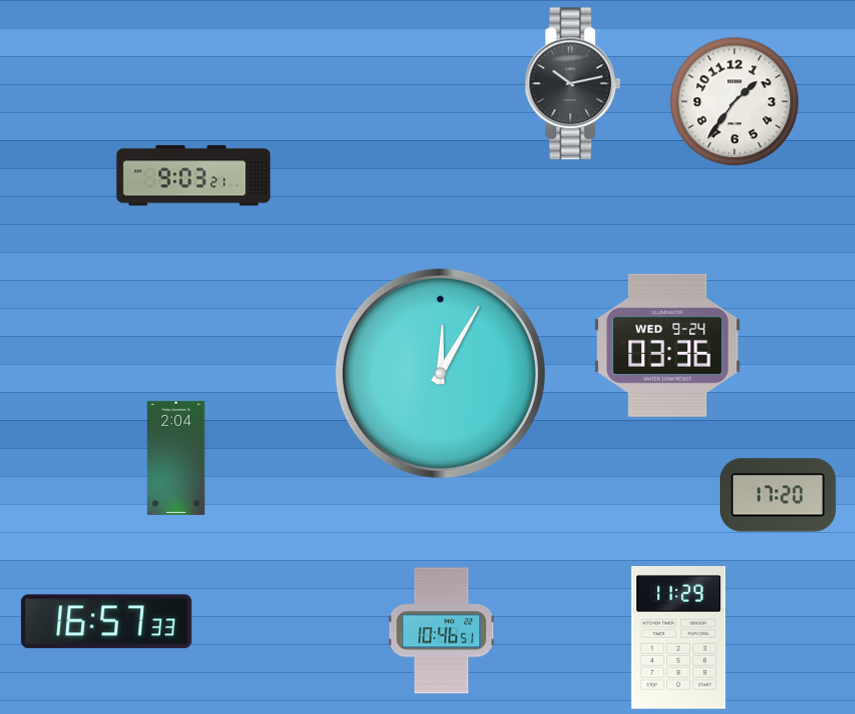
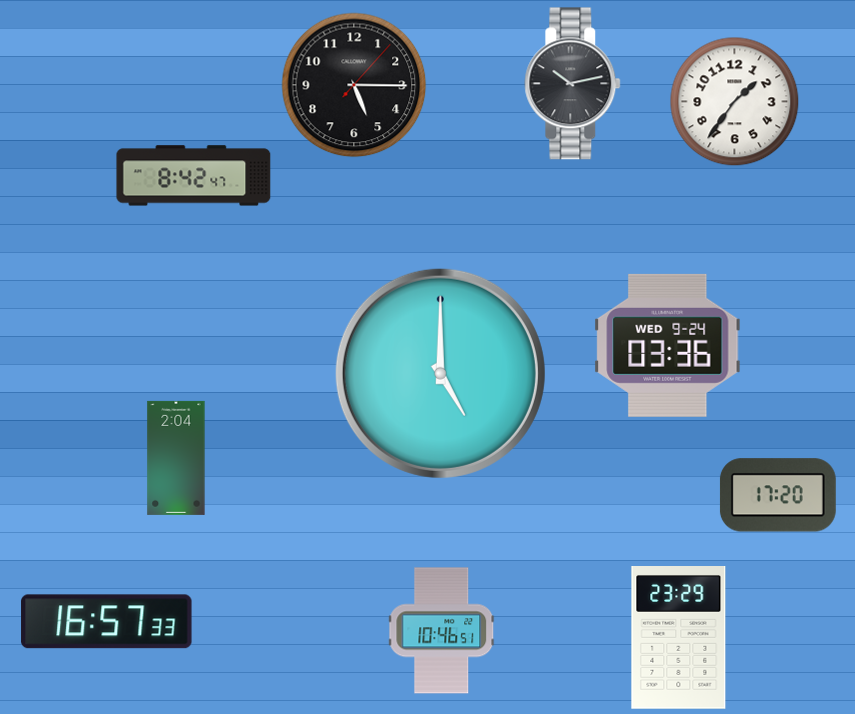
clock at (354, 85): none -> 5:15
clock at (194, 176): 9:03 -> 8:42
clock at (440, 373): 12:05 -> 5:00
clock at (679, 638): 11:29 -> 23:29
